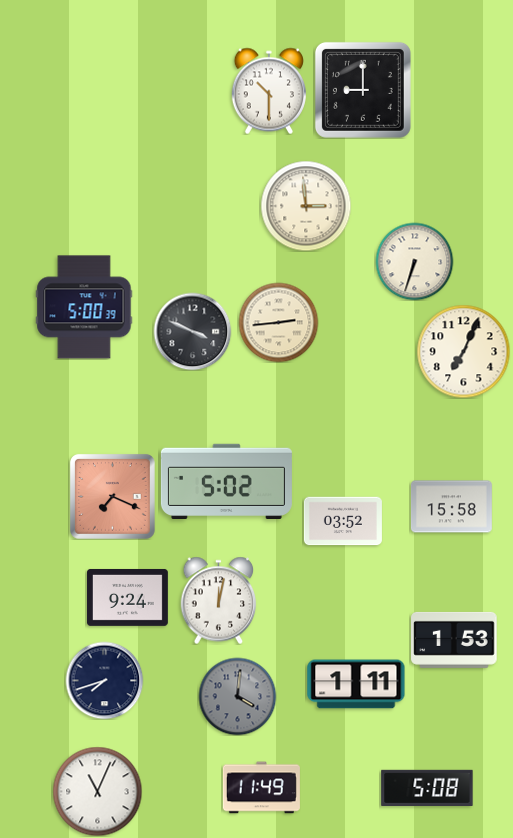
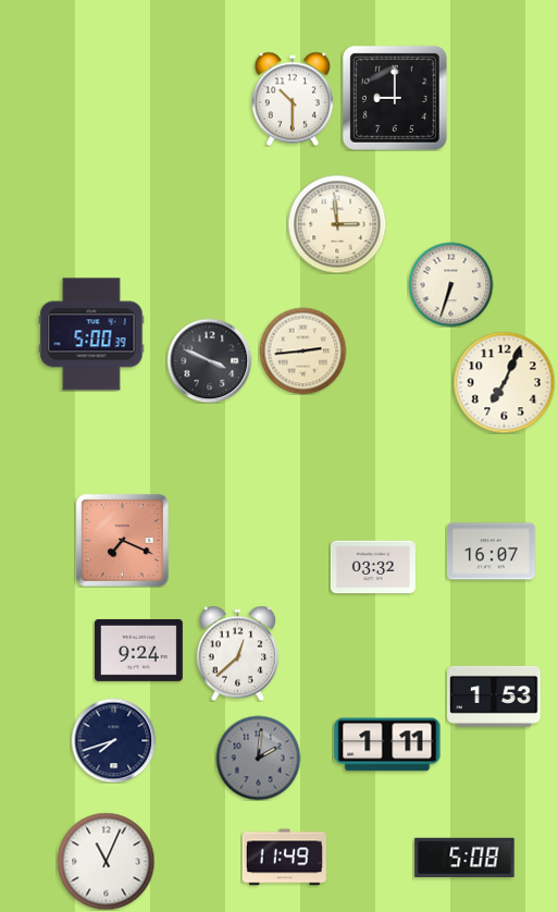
clock at (306, 206) position: (306, 206) -> (337, 224)
clock at (226, 481): 5:02 -> none
clock at (451, 507): 15:58 -> 16:07
clock at (343, 521): 03:52 -> 03:32
clock at (219, 600): 12:02 -> 12:38
clock at (237, 696): 4:01 -> 2:01
